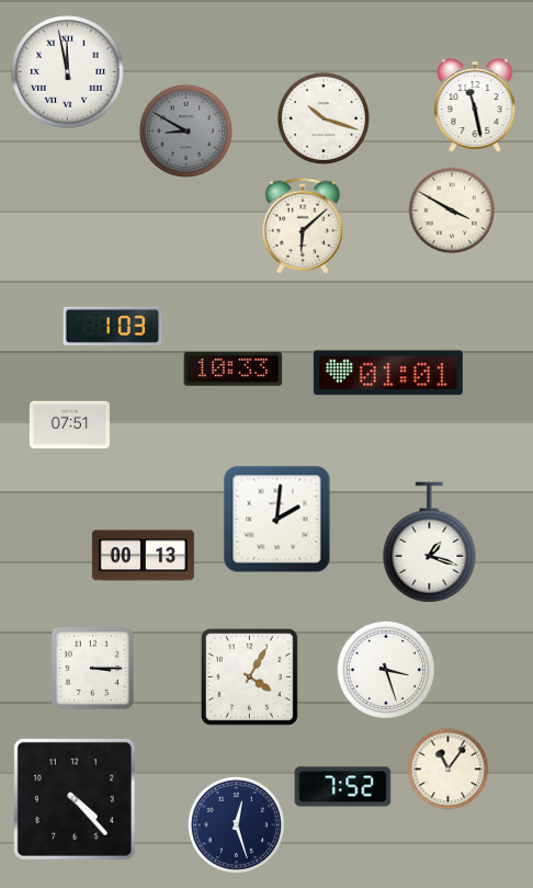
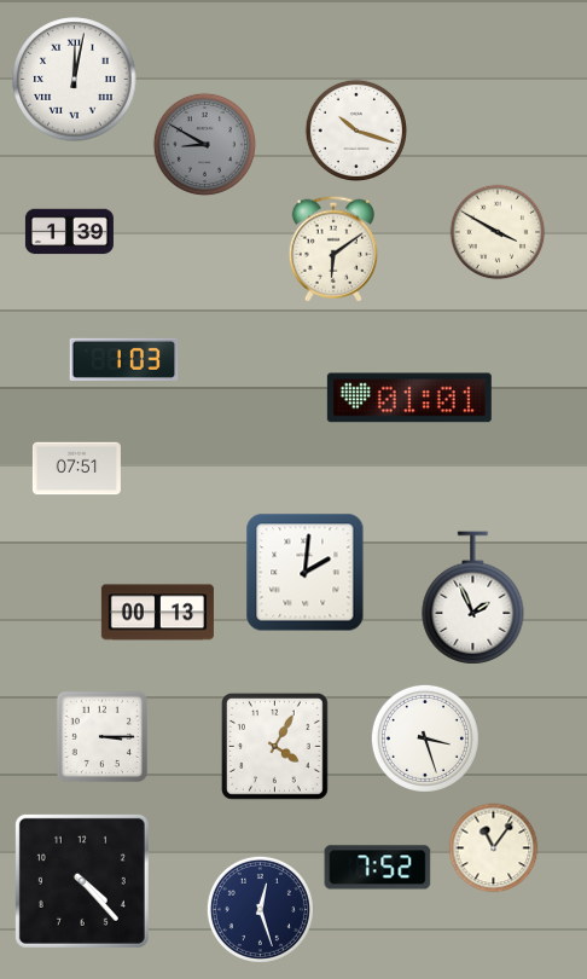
clock at (68, 72): 11:58 -> 12:02
clock at (475, 106): 11:28 -> none
clock at (69, 232): none -> 1:39
clock at (303, 226): 6:08 -> 6:09
clock at (234, 368): 10:33 -> none
clock at (388, 373) position: (388, 373) -> (409, 398)
clock at (430, 543): 1:18 -> 1:56
